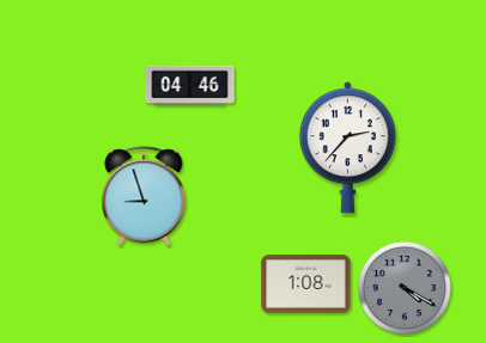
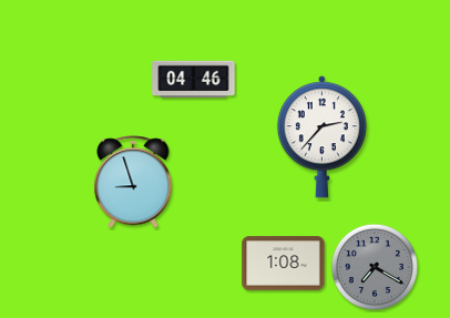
clock at (190, 86) position: (190, 86) -> (194, 80)
clock at (405, 288): 4:20 -> 7:20
